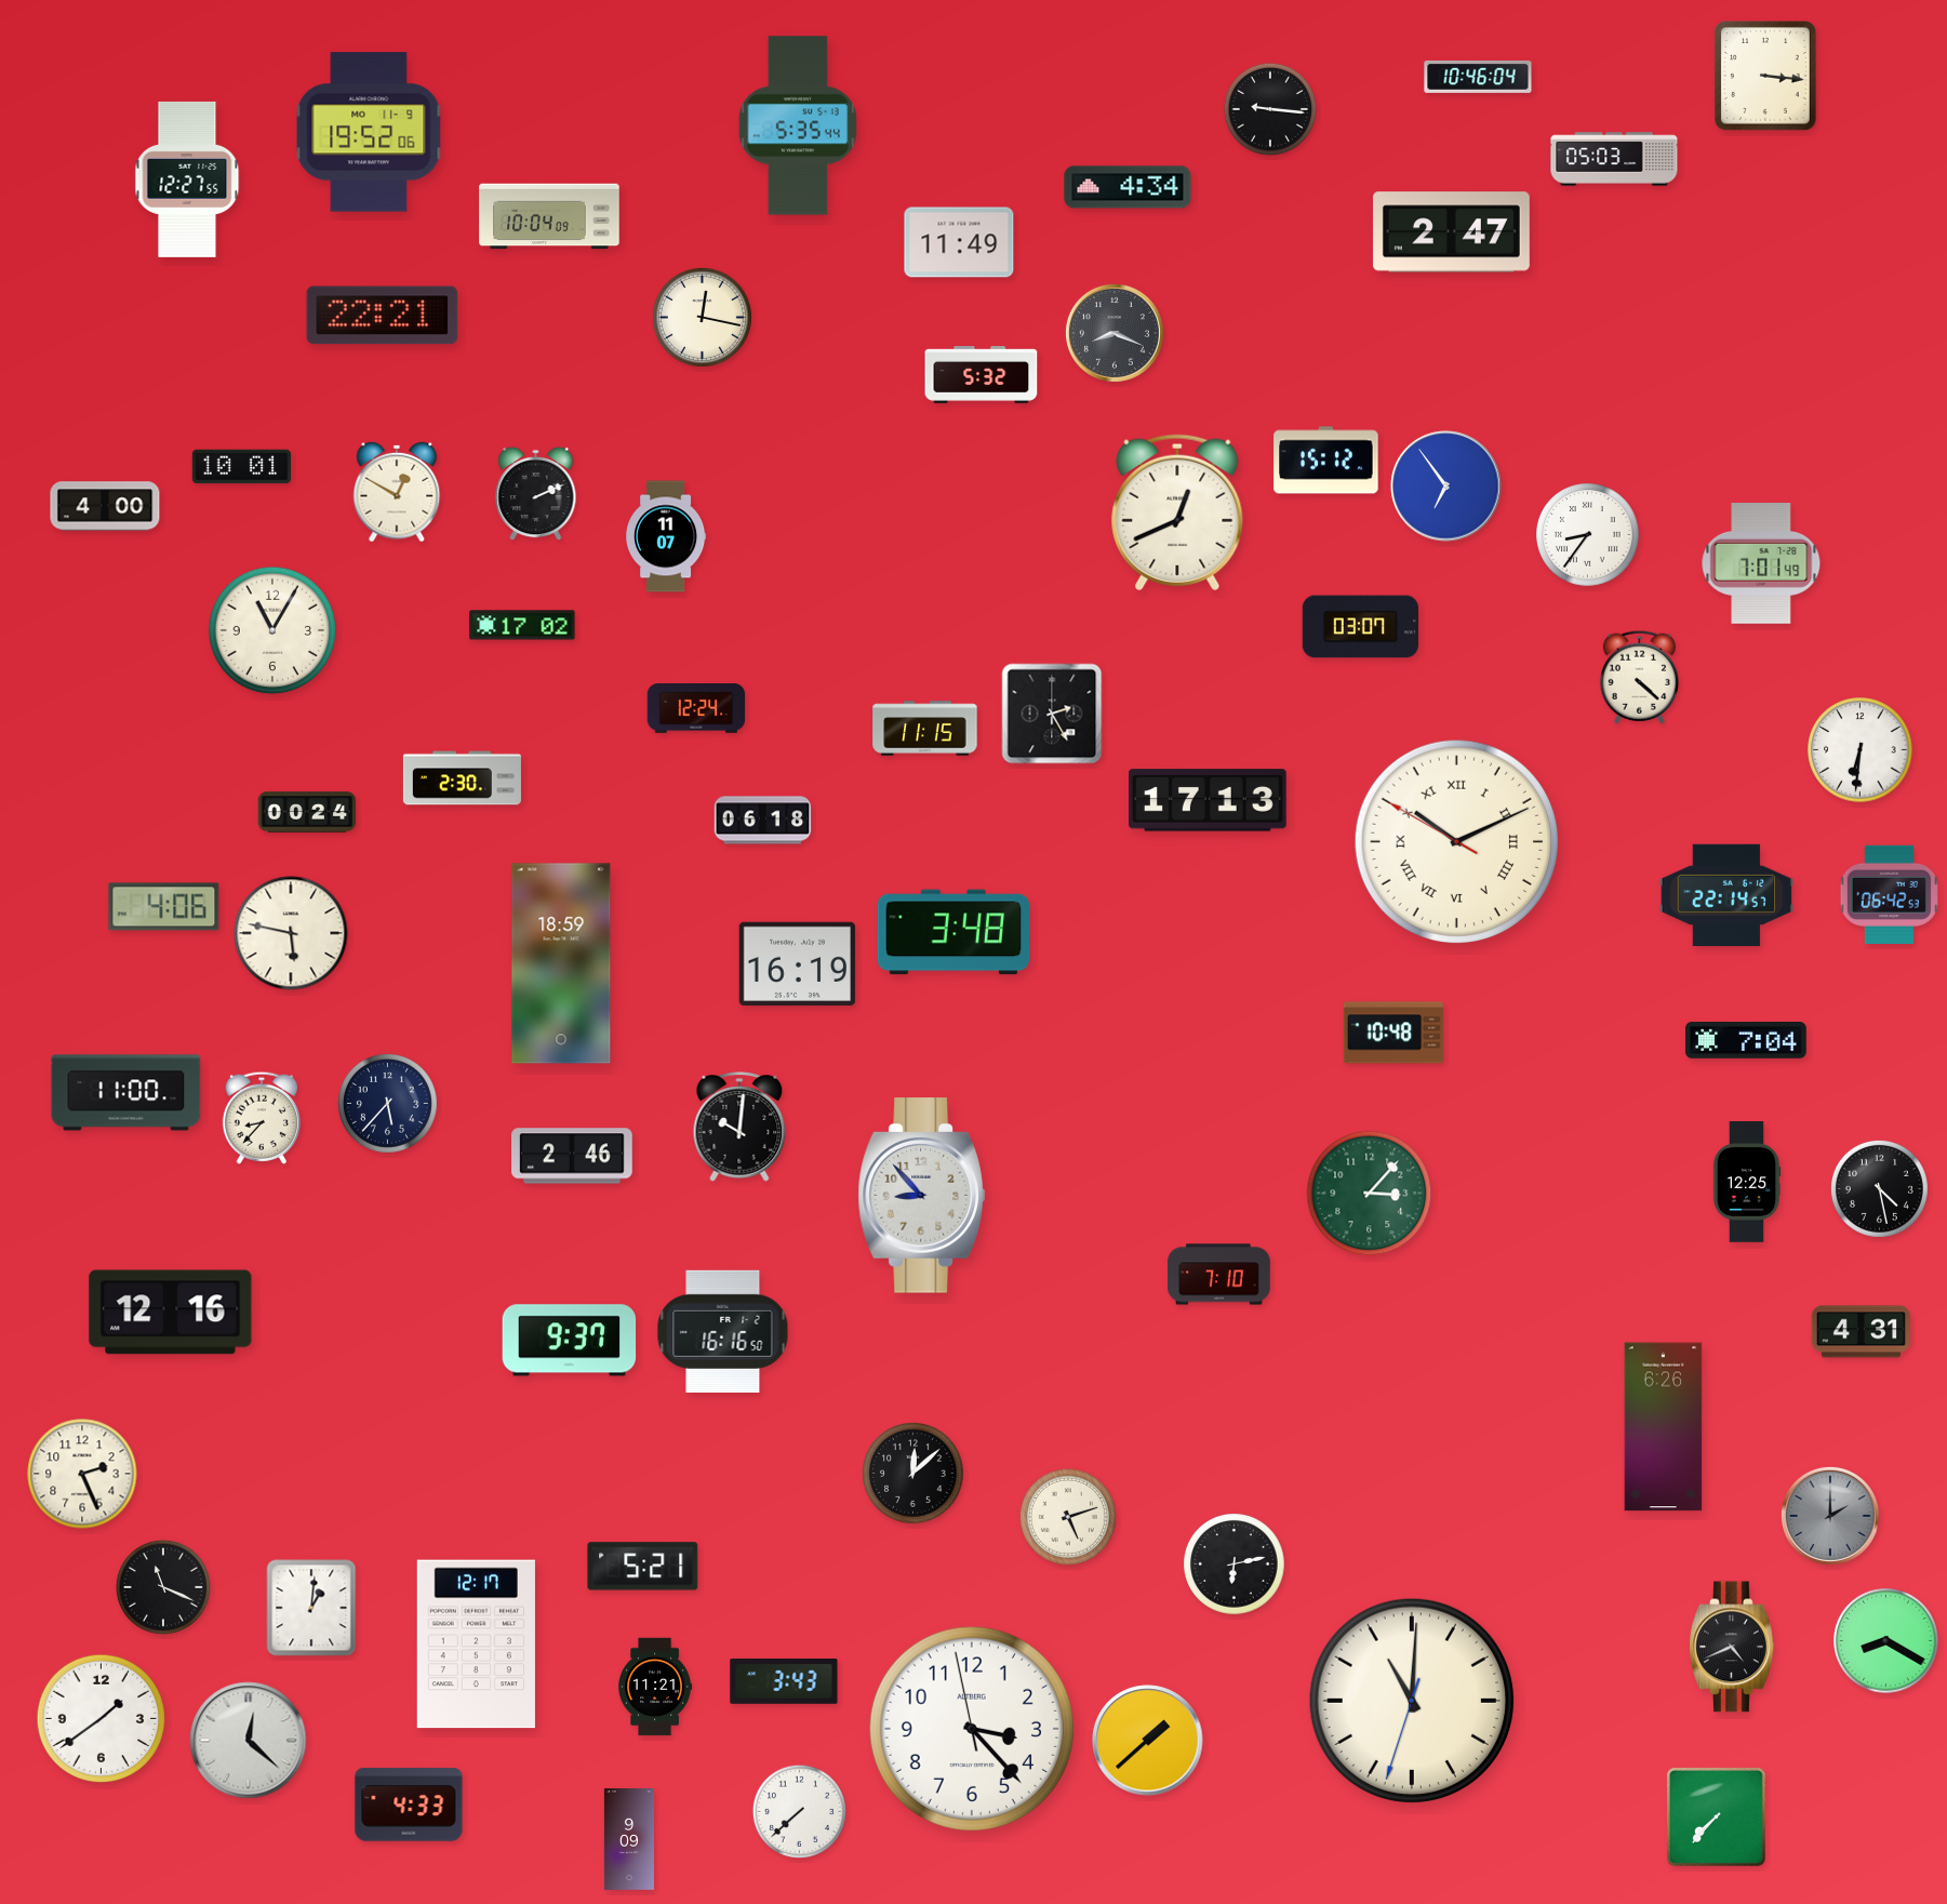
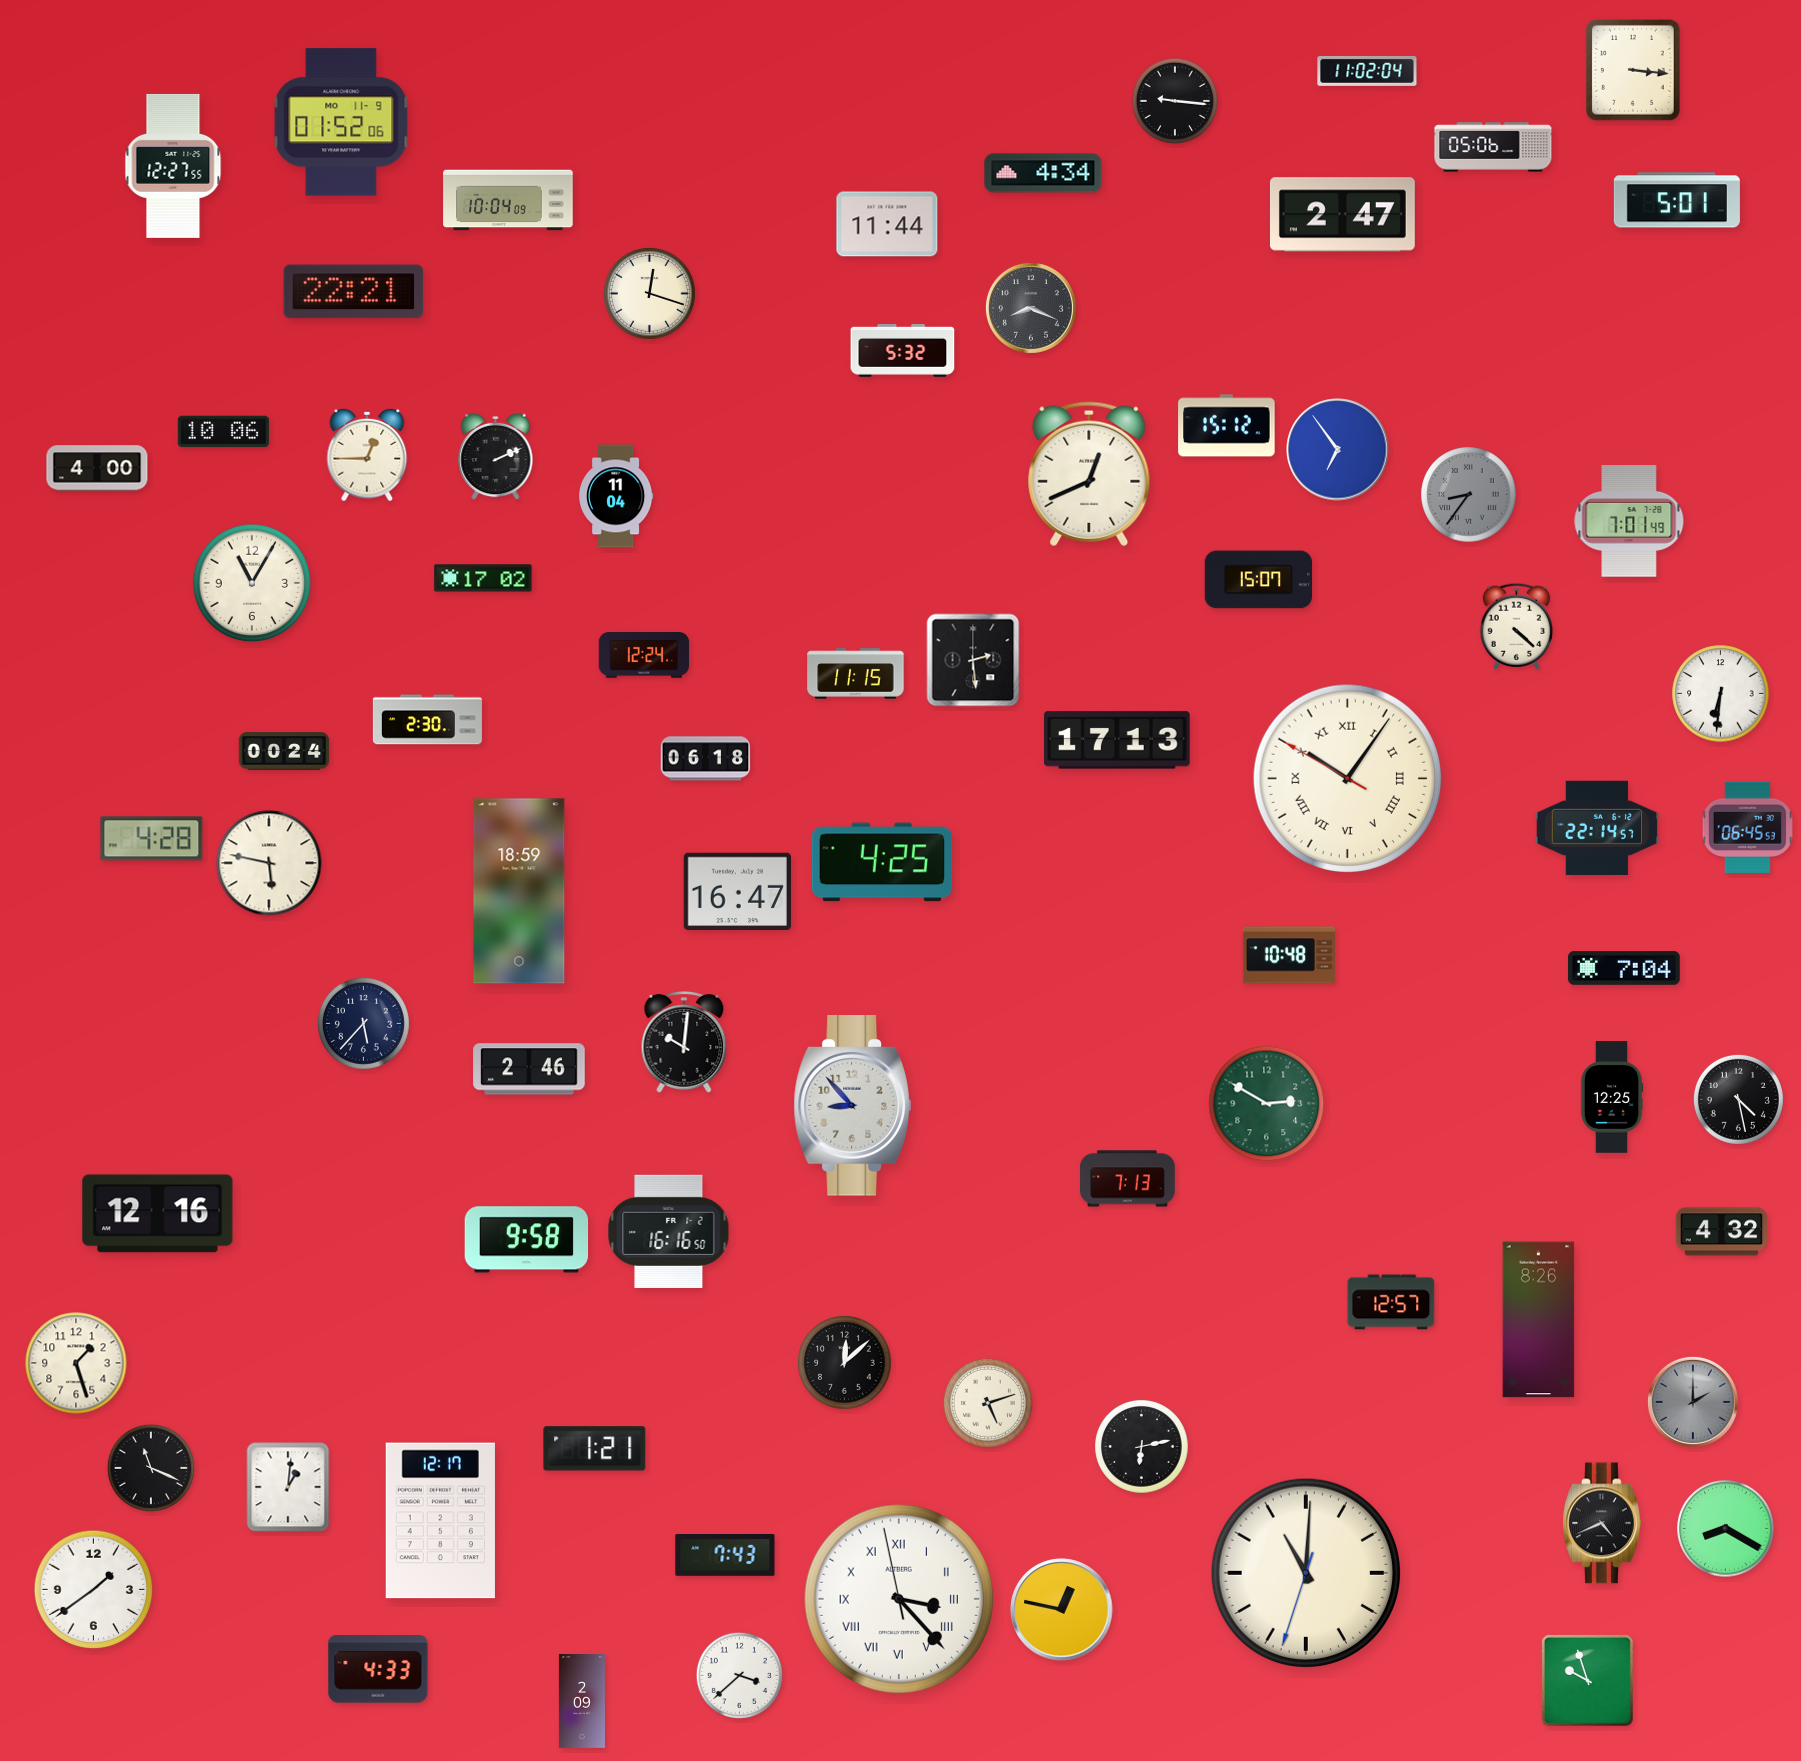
clock at (1478, 77): 10:46 -> 11:02
clock at (798, 125): 5:35 -> none
clock at (369, 132): 19:52 -> 01:52
clock at (1614, 159): 05:03 -> 05:06
clock at (1677, 200): none -> 5:01
clock at (959, 242): 11:49 -> 11:44
clock at (702, 317): 12:17 -> 12:18
clock at (982, 375) position: (982, 375) -> (903, 351)
clock at (241, 467): 10:01 -> 10:06
clock at (397, 492): 12:50 -> 12:45
clock at (1588, 535) dial: white -> grey
clock at (667, 536): 11:07 -> 11:04
clock at (1360, 627): 03:07 -> 15:07
clock at (1052, 714): 2:25 -> 2:29
clock at (1456, 841): 10:10 -> 10:05
clock at (1889, 894): 06:42 -> 06:45
clock at (164, 907): 4:06 -> 4:28
clock at (954, 932): 3:48 -> 4:25
clock at (797, 963): 16:19 -> 16:47
clock at (1746, 1041) position: (1746, 1041) -> (1624, 969)
clock at (126, 1093): 11:00 -> none
clock at (387, 1103) position: (387, 1103) -> (363, 1023)
clock at (262, 1118): 8:37 -> none
clock at (1747, 1182) position: (1747, 1182) -> (1612, 1097)
clock at (1370, 1194): 3:07 -> 2:50
clock at (1219, 1275): 7:10 -> 7:13
clock at (1861, 1332): 4:31 -> 4:32
clock at (570, 1341): 9:37 -> 9:58
clock at (1391, 1302): none -> 12:57
clock at (1664, 1427): 6:26 -> 8:26
clock at (82, 1474): 2:26 -> 1:27
clock at (643, 1567): 5:21 -> 1:21
clock at (1886, 1641) position: (1886, 1641) -> (1726, 1529)
clock at (784, 1682): 3:43 -> 7:43
clock at (655, 1687): 11:21 -> none
clock at (972, 1729) numerals: Arabic -> Roman
clock at (249, 1741): 12:22 -> none
clock at (1148, 1741): 1:38 -> 12:47
clock at (799, 1811): 7:38 -> 3:38
clock at (1716, 1816): 7:37 -> 9:57
clock at (629, 1840): 9:09 -> 2:09
